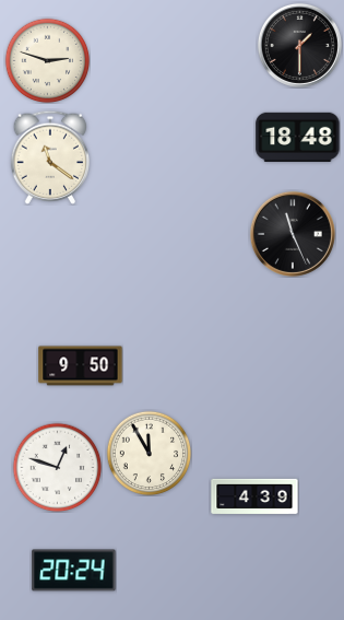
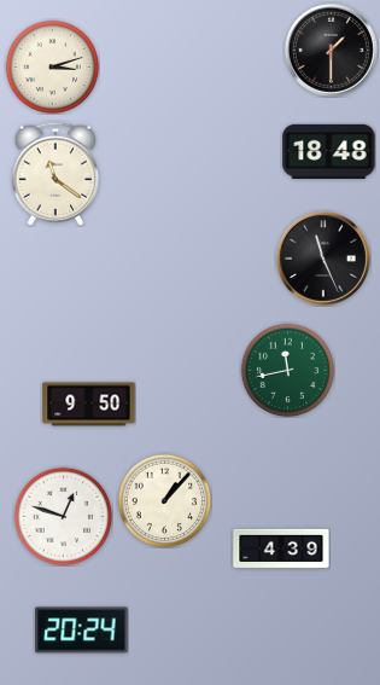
clock at (47, 60): 2:48 -> 3:12
clock at (287, 370): none -> 11:43
clock at (149, 453): 11:55 -> 1:07
